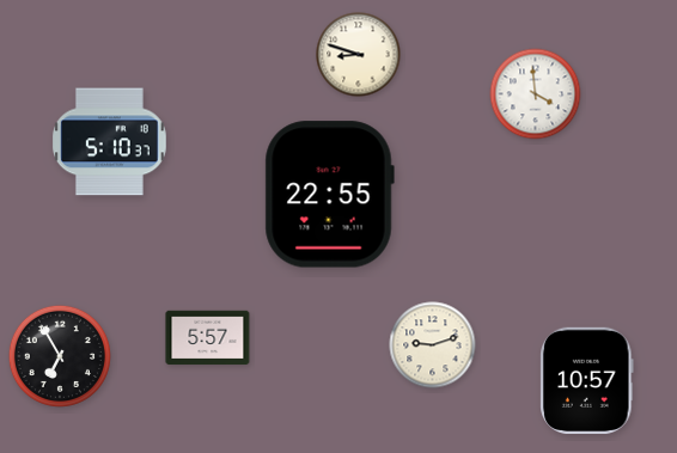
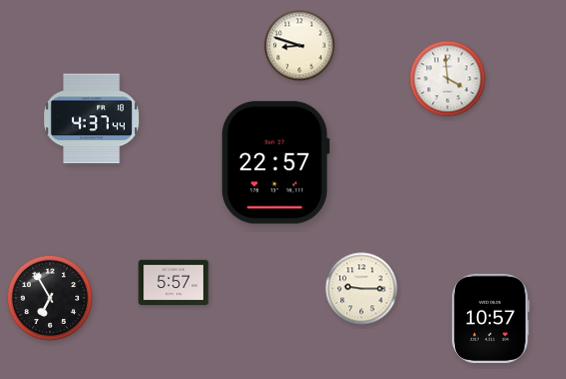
clock at (110, 142): 5:10 -> 4:37
clock at (329, 195): 22:55 -> 22:57
clock at (433, 345): 9:12 -> 9:15
